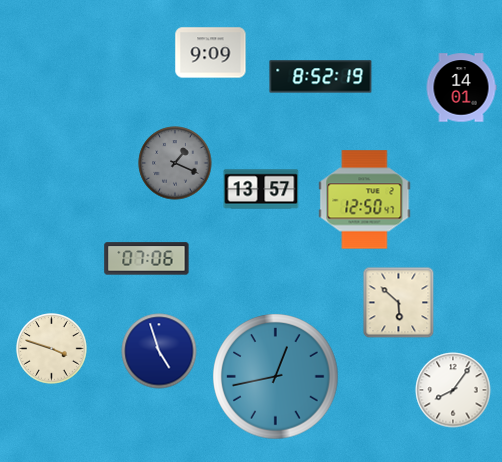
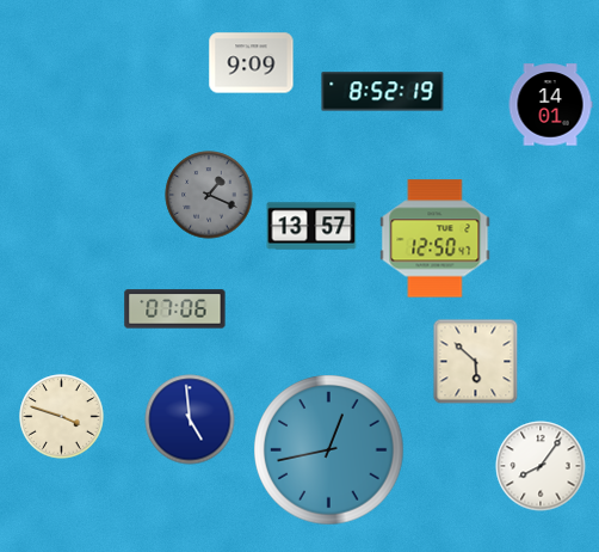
clock at (159, 351): 4:57 -> 4:59
